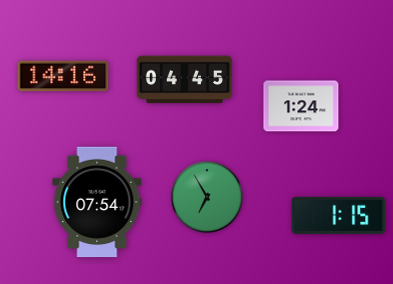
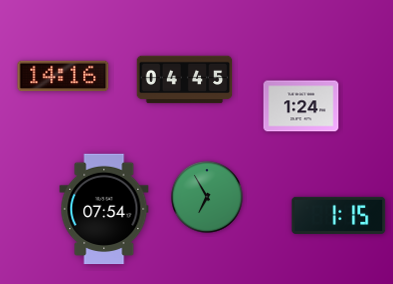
clock at (97, 202) position: (97, 202) -> (104, 209)
